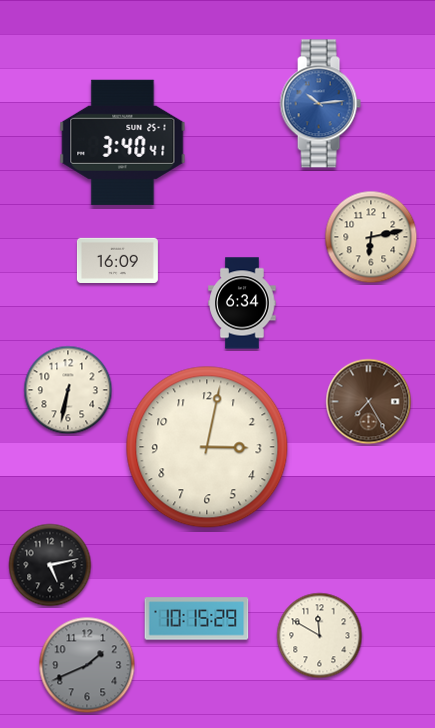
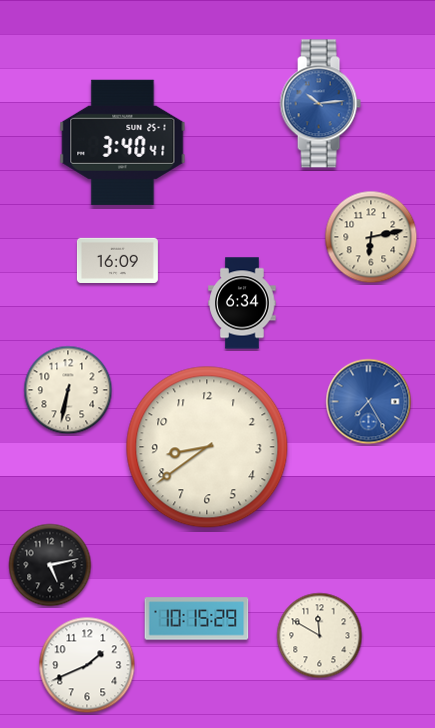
clock at (369, 402) dial: brown -> blue
clock at (207, 447): 3:02 -> 8:39
clock at (87, 665) dial: grey -> white
